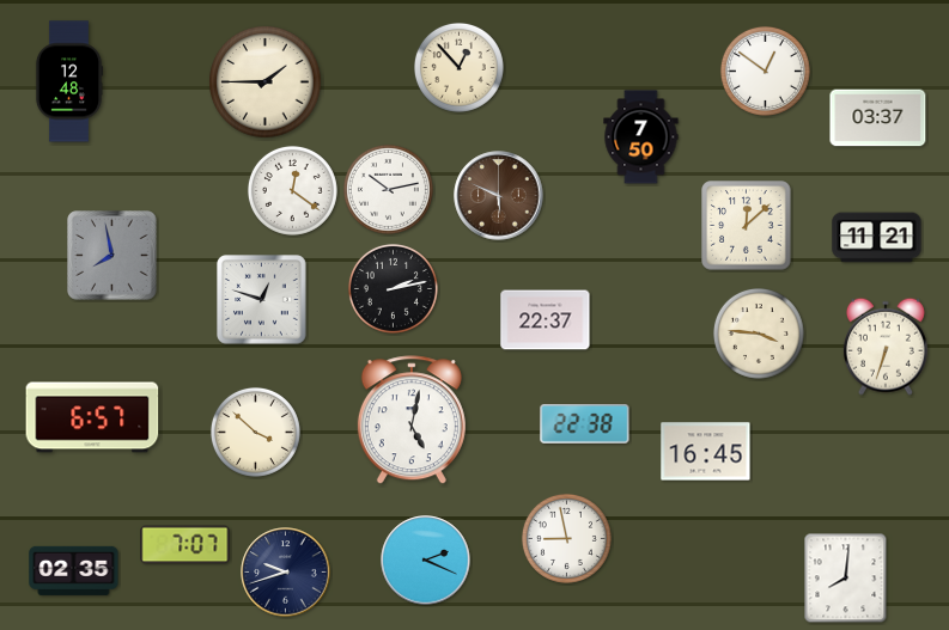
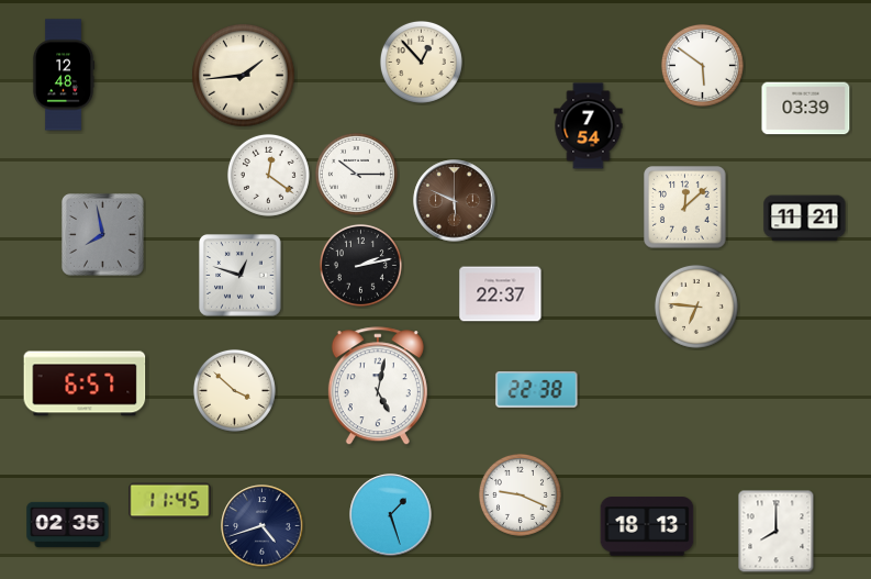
clock at (765, 71): 12:51 -> 5:51
clock at (266, 82): 1:45 -> 1:44
clock at (878, 118): 03:37 -> 03:39
clock at (641, 137): 7:50 -> 7:54
clock at (388, 189): 10:13 -> 10:15
clock at (499, 196) position: (499, 196) -> (455, 201)
clock at (759, 334): 3:46 -> 6:46
clock at (886, 347): 6:33 -> none
clock at (255, 432) position: (255, 432) -> (234, 390)
clock at (706, 452): 16:45 -> none
clock at (566, 538): 8:58 -> 9:19
clock at (185, 545): 7:07 -> 11:45
clock at (426, 561): 2:19 -> 1:27
clock at (286, 573): 9:42 -> 4:42
clock at (647, 526): none -> 18:13
clock at (846, 579): 8:01 -> 8:00
